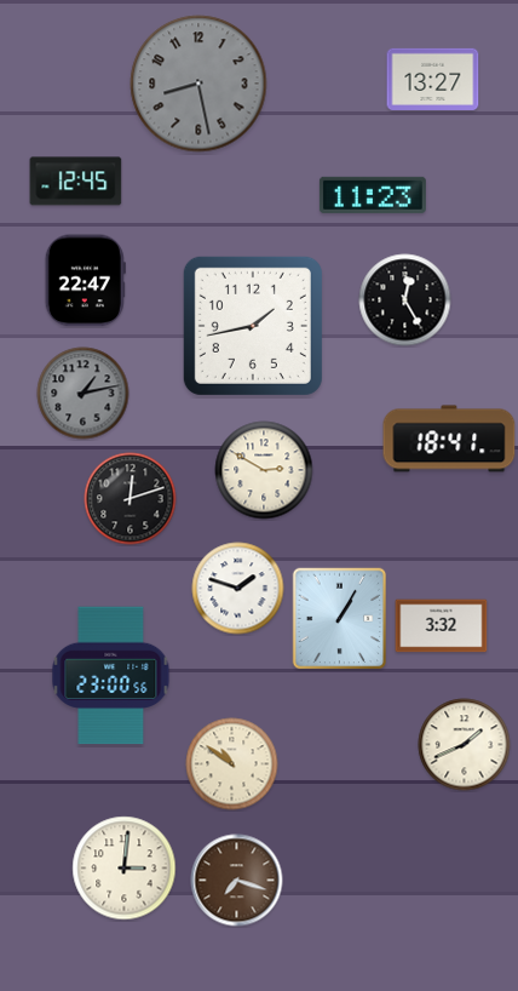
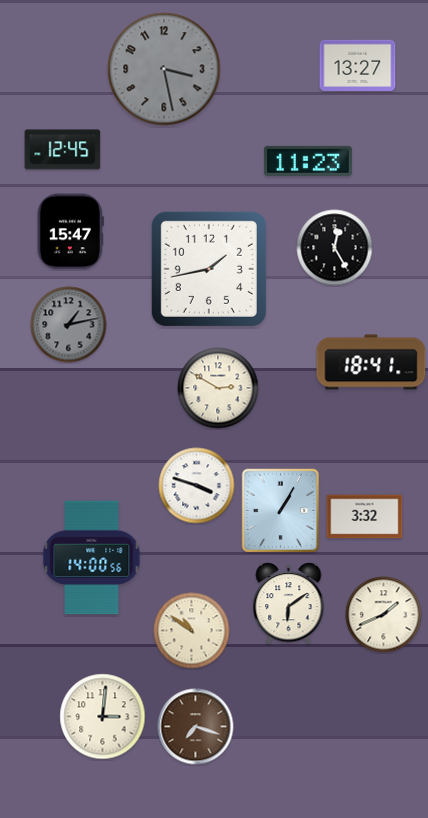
clock at (198, 84): 8:28 -> 3:28
clock at (85, 281): 22:47 -> 15:47
clock at (131, 499): 12:12 -> none
clock at (238, 589): 1:48 -> 3:48
clock at (111, 676): 23:00 -> 14:00
clock at (289, 604): none -> 6:09
